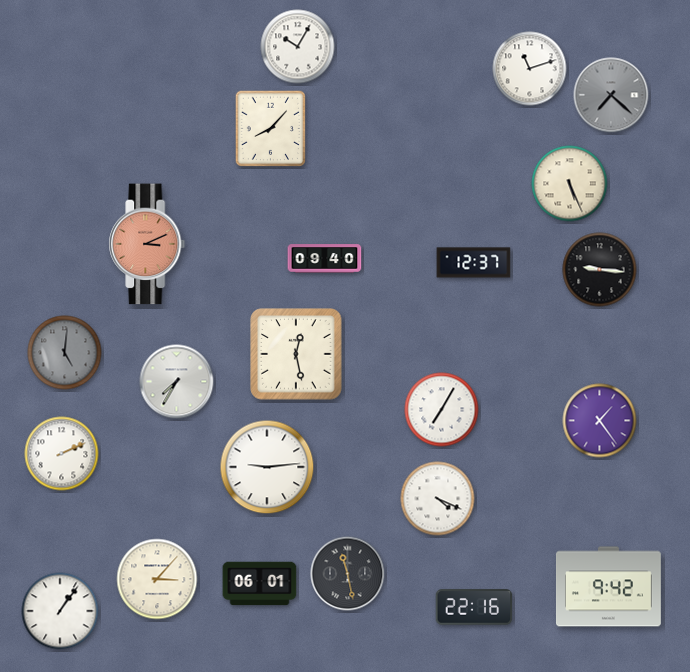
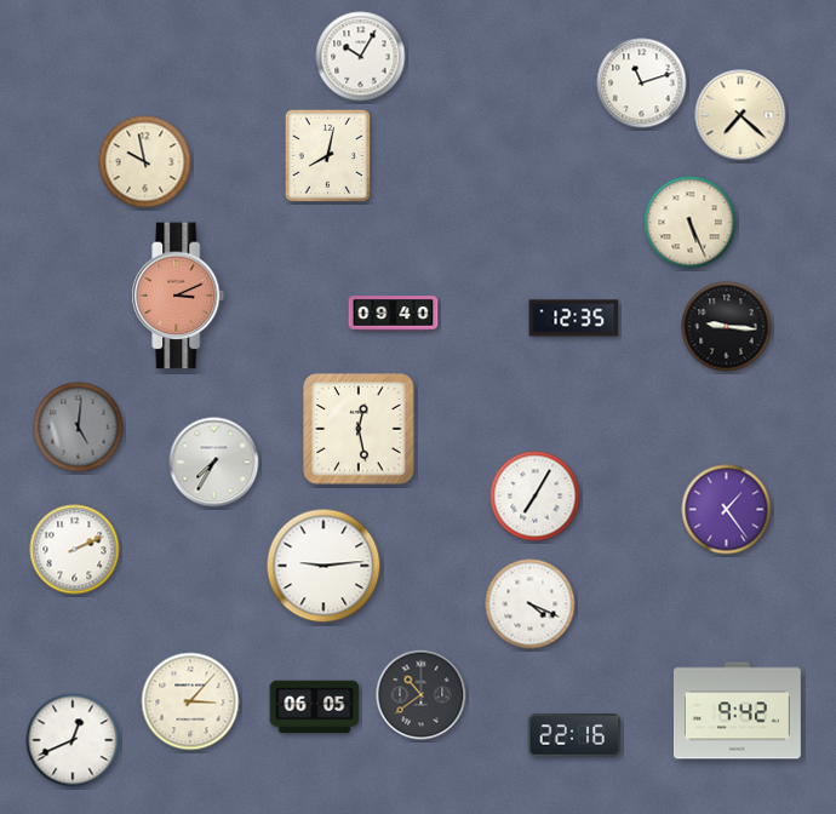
clock at (611, 95) dial: grey -> cream
clock at (271, 129): 8:07 -> 8:02
clock at (145, 162): none -> 9:58
clock at (474, 263): 12:37 -> 12:35
clock at (348, 574): 11:28 -> 10:39
clock at (260, 584): 06:01 -> 06:05
clock at (60, 611): 1:06 -> 12:41
